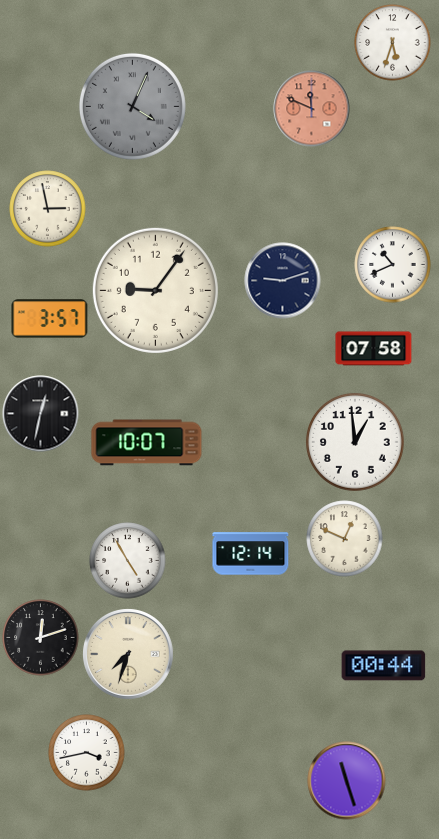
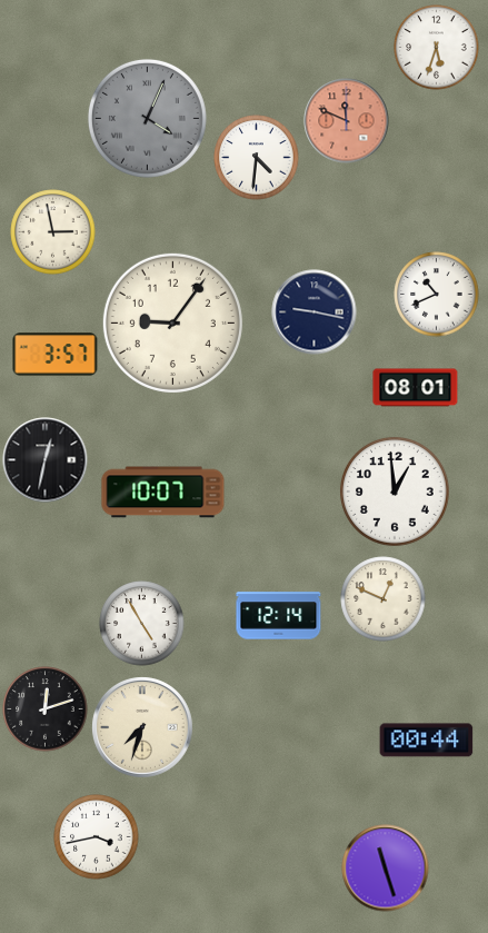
clock at (257, 158): none -> 4:31
clock at (283, 281): 9:12 -> 9:17
clock at (374, 349): 07:58 -> 08:01
